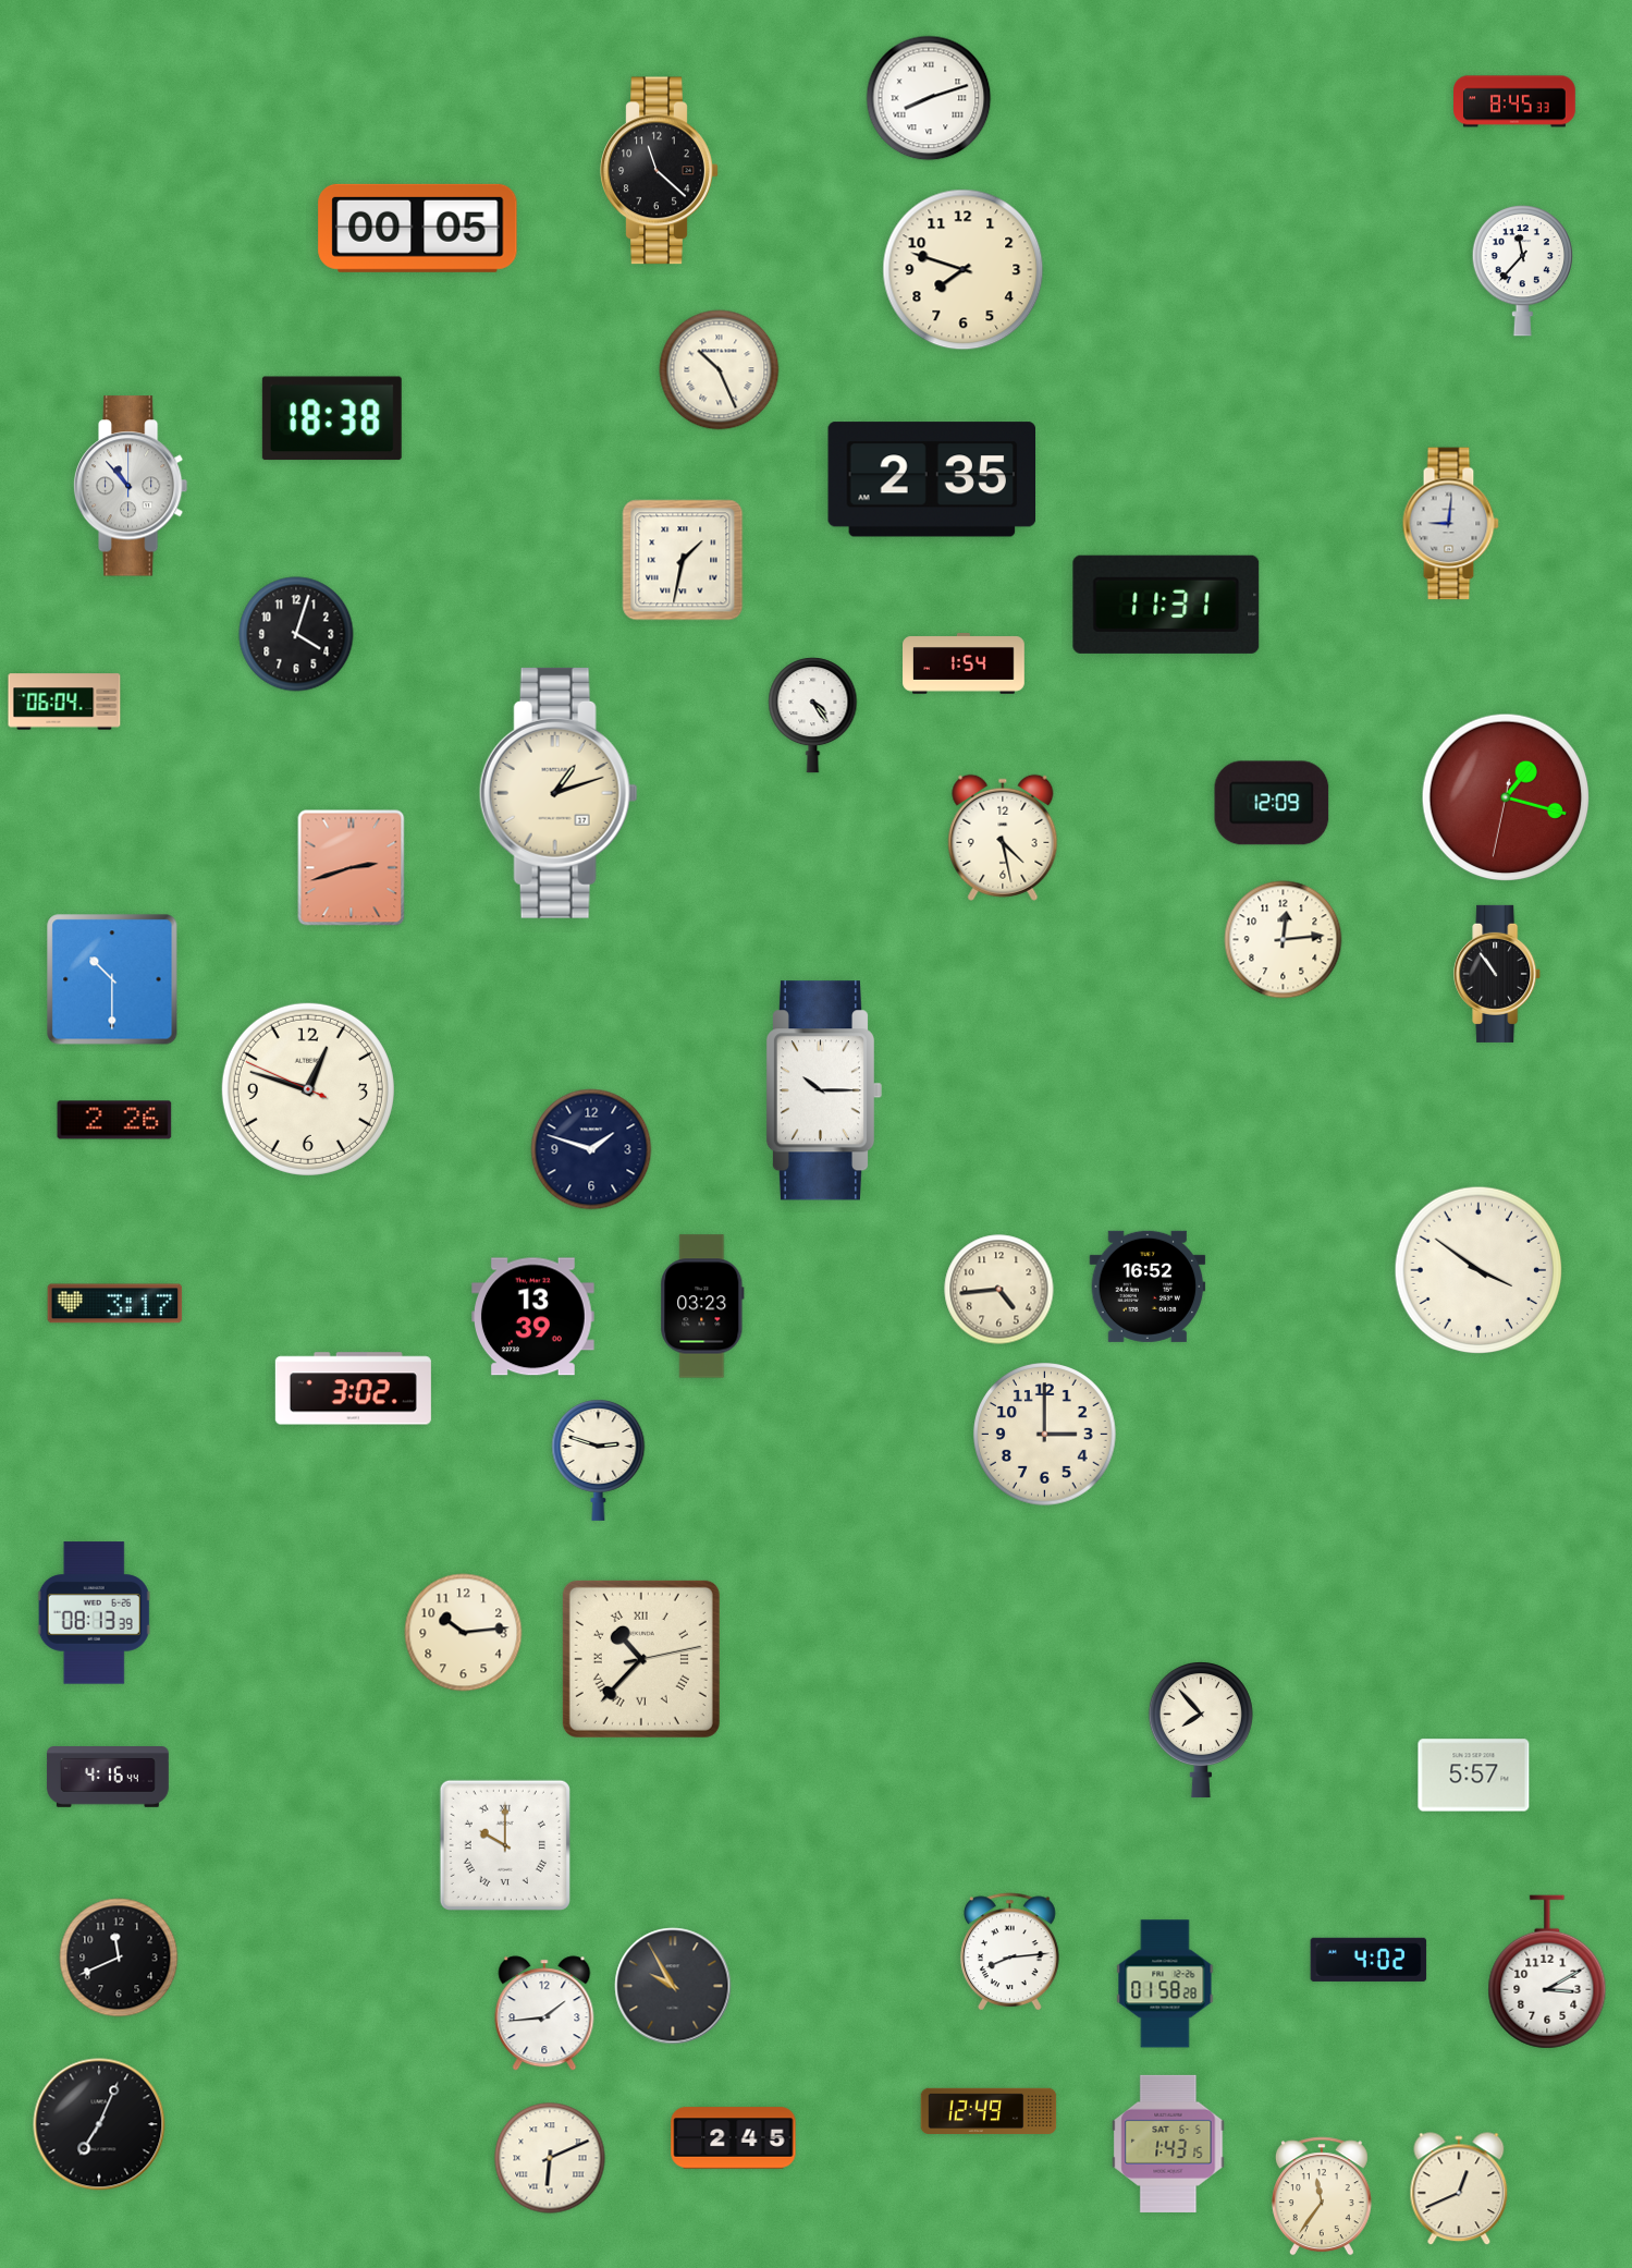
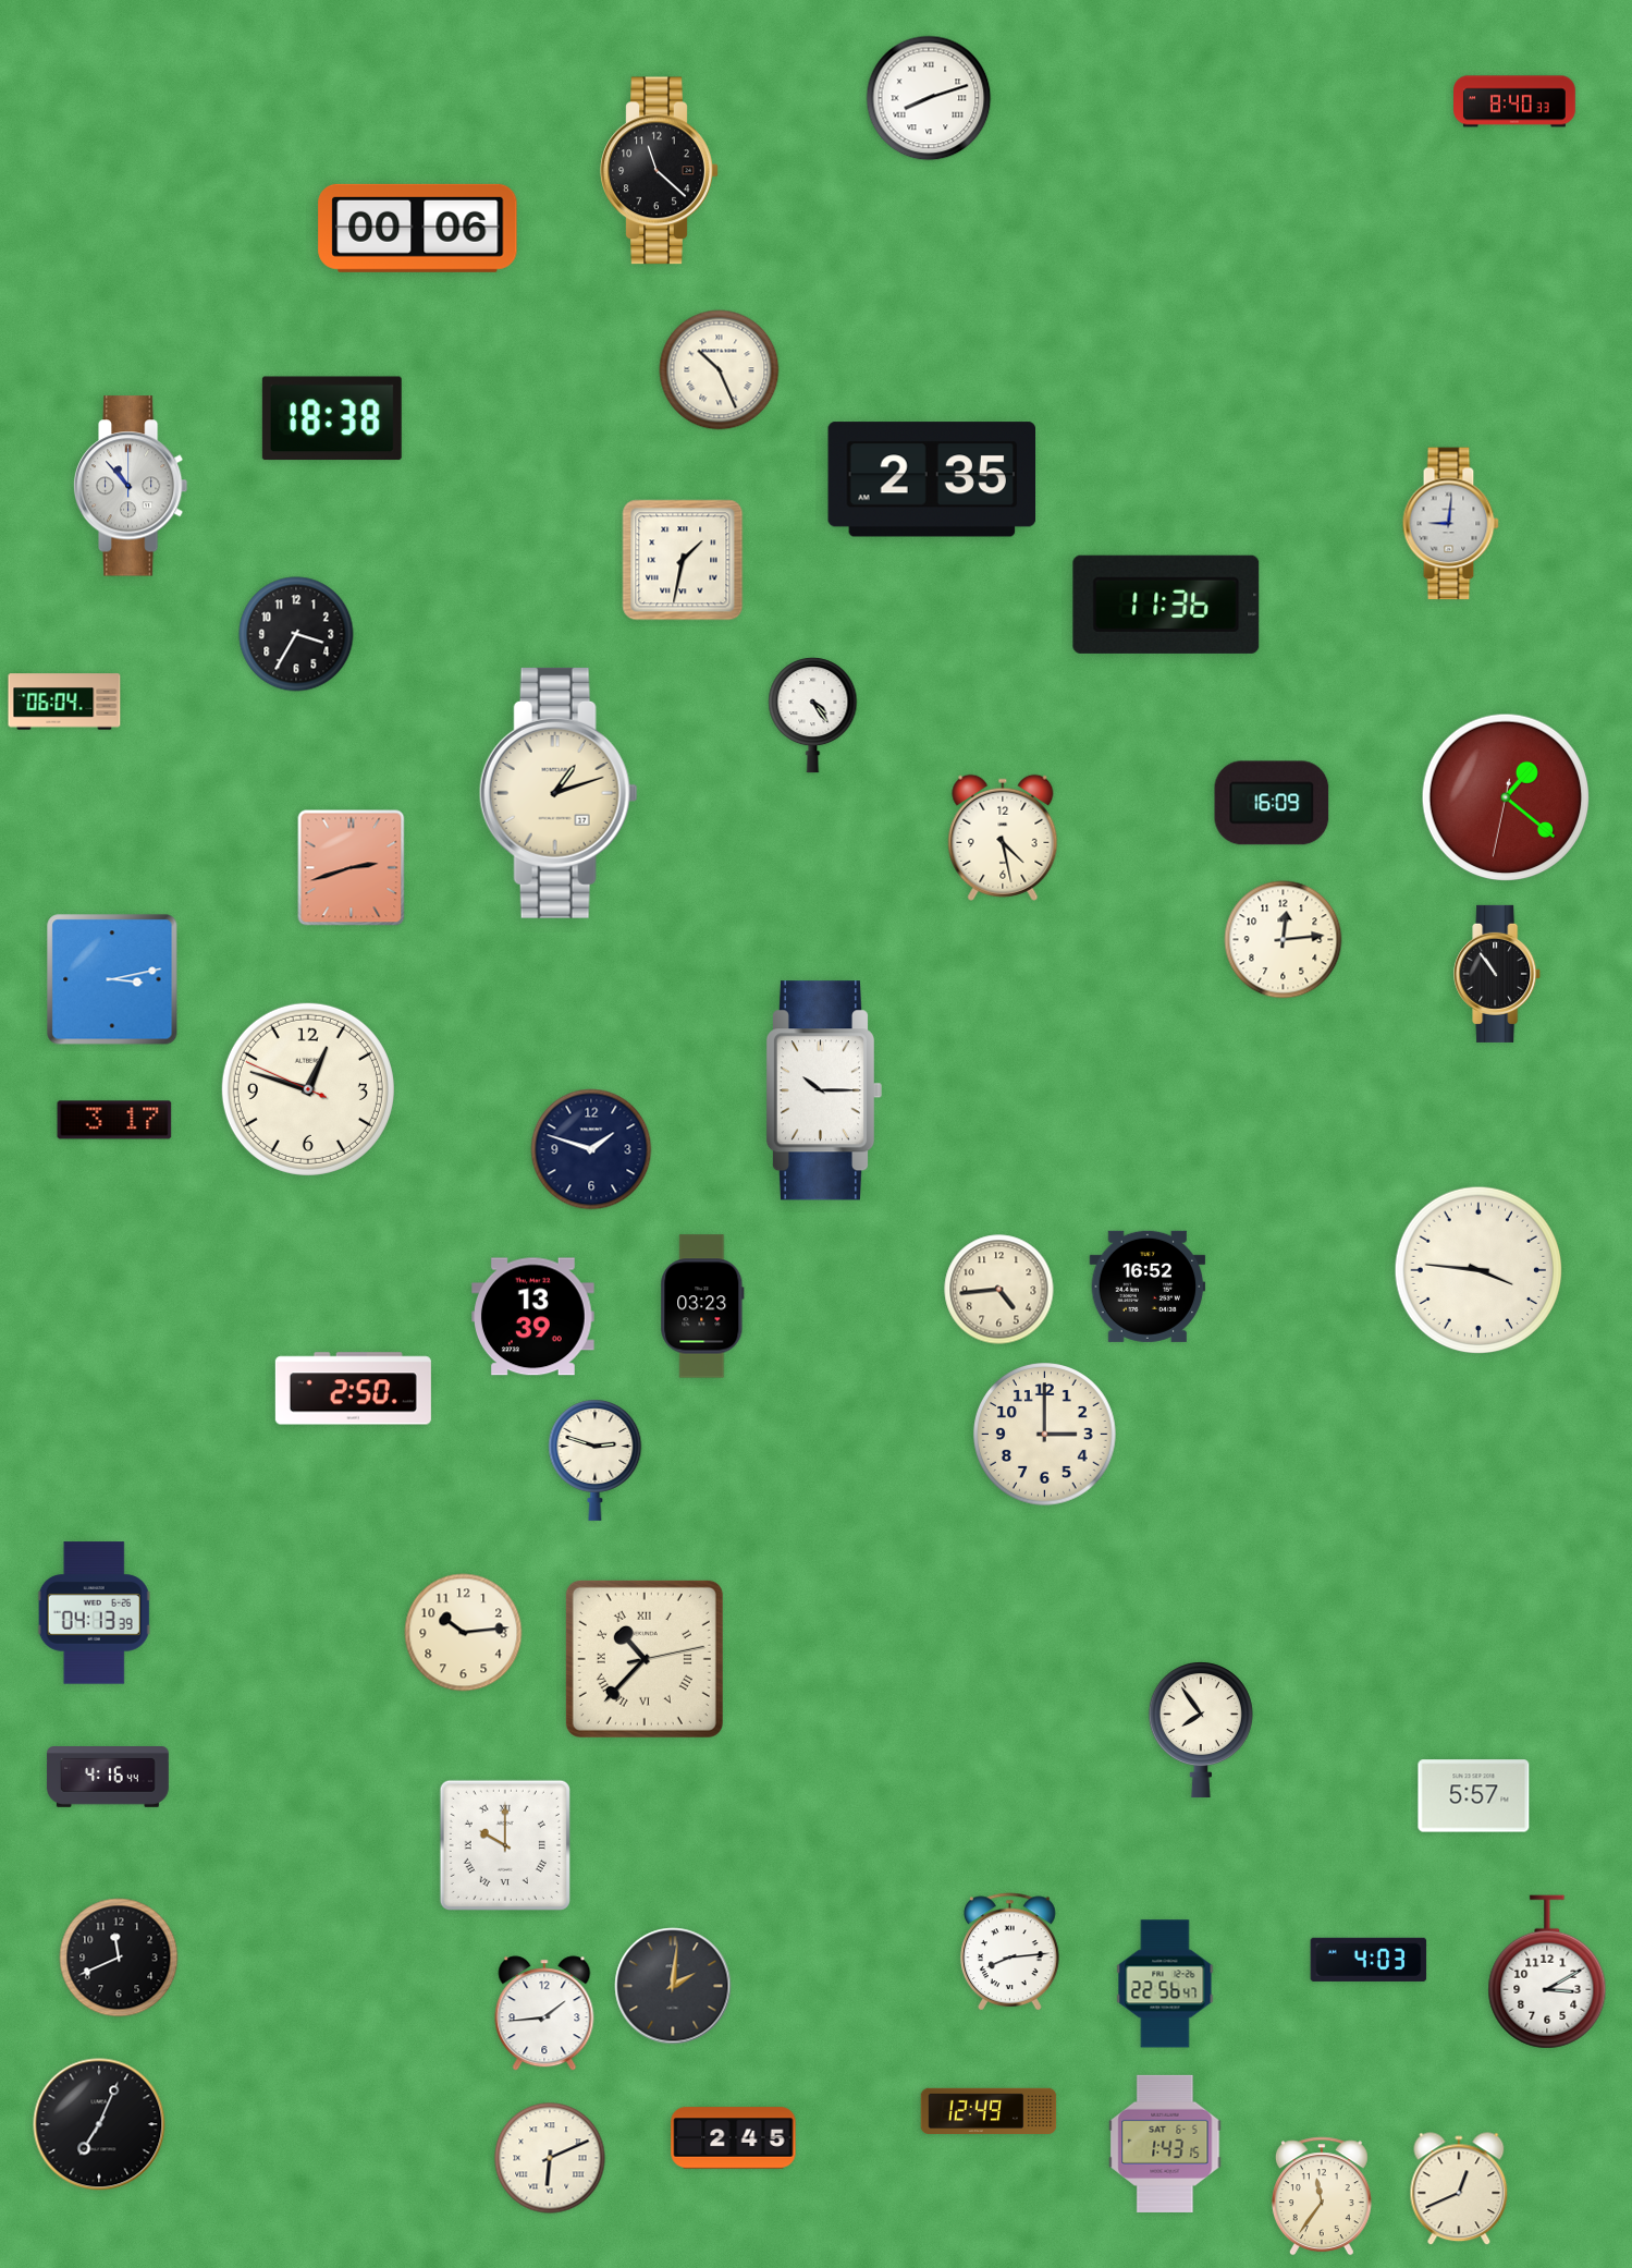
clock at (1516, 101): 8:45 -> 8:40
clock at (418, 228): 00:05 -> 00:06
clock at (964, 270): 7:48 -> none
clock at (1522, 271): 11:37 -> none
clock at (1166, 605): 11:31 -> 11:36
clock at (296, 634): 4:03 -> 3:35
clock at (964, 664): 1:54 -> none
clock at (1506, 797): 1:17 -> 1:21
clock at (1272, 803): 12:09 -> 16:09
clock at (112, 979): 10:30 -> 3:13
clock at (114, 1120): 2:26 -> 3:17
clock at (1478, 1270): 3:51 -> 3:46
clock at (115, 1304): 3:17 -> none
clock at (353, 1389): 3:02 -> 2:50
clock at (599, 1460) position: (599, 1460) -> (596, 1460)
clock at (94, 1613): 08:13 -> 04:13
clock at (641, 1659) position: (641, 1659) -> (645, 1659)
clock at (1201, 1731): 7:53 -> 7:54
clock at (1474, 1776) position: (1474, 1776) -> (1474, 1796)
clock at (1369, 1960): 4:02 -> 4:03
clock at (1165, 1984): 01:58 -> 22:56
clock at (673, 1986): 9:55 -> 2:01
clock at (1168, 2144) position: (1168, 2144) -> (1165, 2144)
